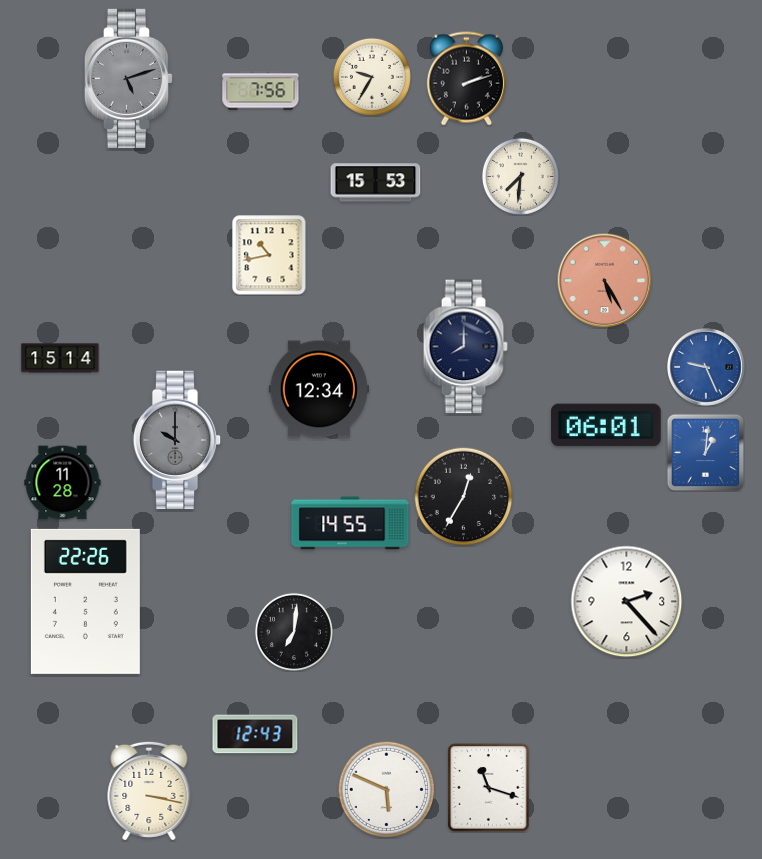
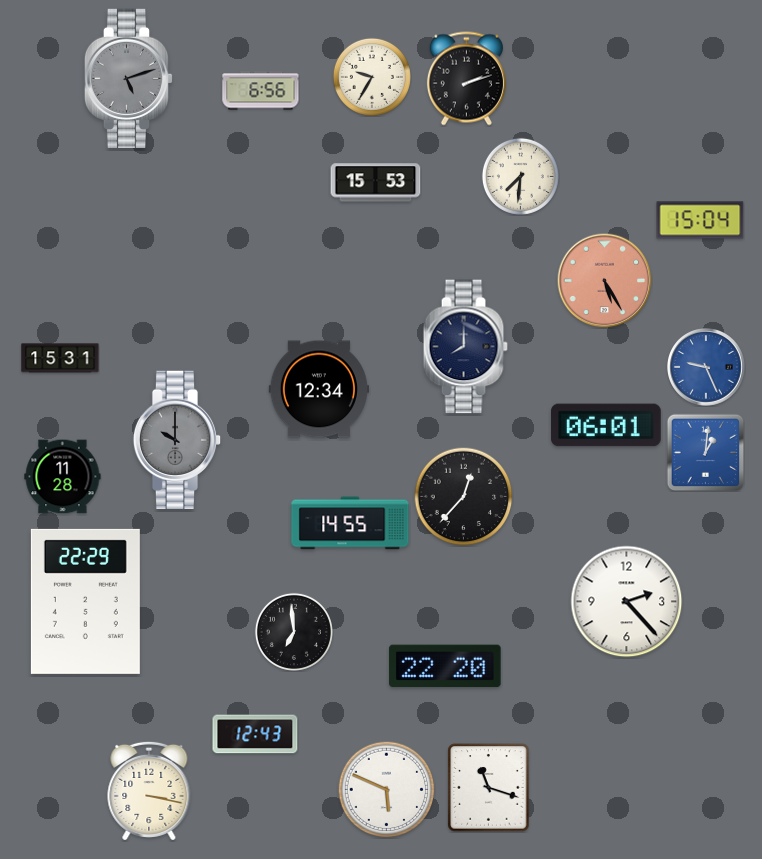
clock at (261, 91): 7:56 -> 6:56
clock at (700, 220): none -> 15:04
clock at (269, 255): 10:43 -> none
clock at (60, 358): 15:14 -> 15:31
clock at (63, 483) position: (63, 483) -> (63, 477)
clock at (464, 497): 12:35 -> 12:37
clock at (85, 601): 22:26 -> 22:29
clock at (294, 632): 7:01 -> 6:59
clock at (445, 666): none -> 22:20
